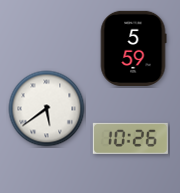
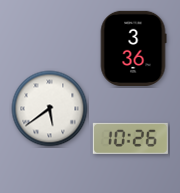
clock at (133, 48): 5:59 -> 3:36
clock at (47, 109) position: (47, 109) -> (50, 109)
